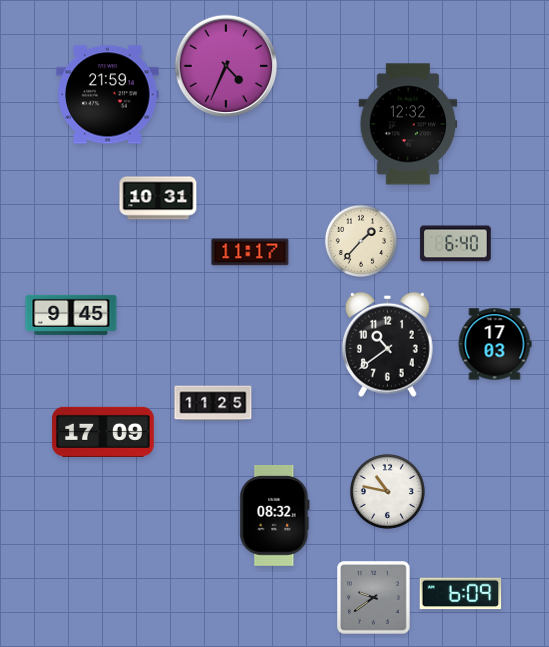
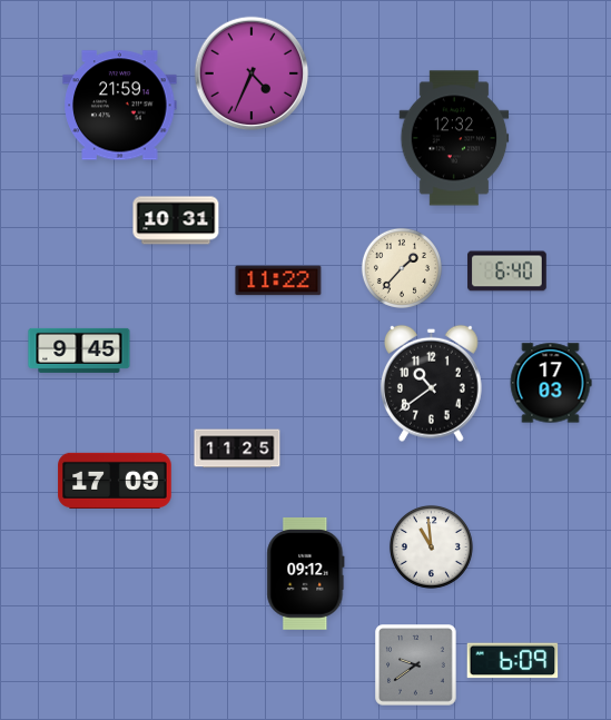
clock at (250, 252): 11:17 -> 11:22
clock at (387, 491): 10:47 -> 10:59
clock at (275, 515): 08:32 -> 09:12
